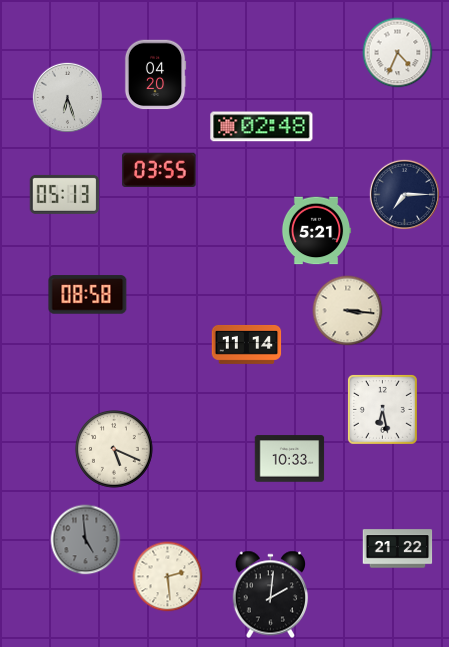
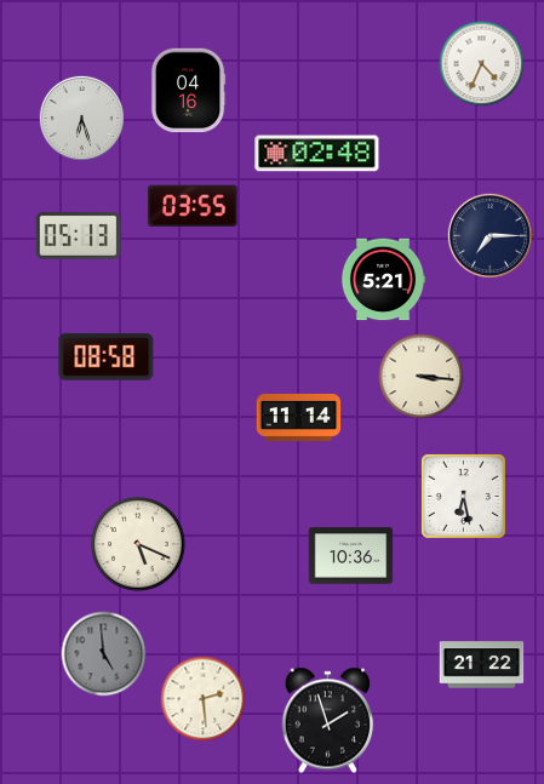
clock at (155, 75): 04:20 -> 04:16
clock at (290, 459): 10:33 -> 10:36
clock at (271, 595): 2:01 -> 1:57
